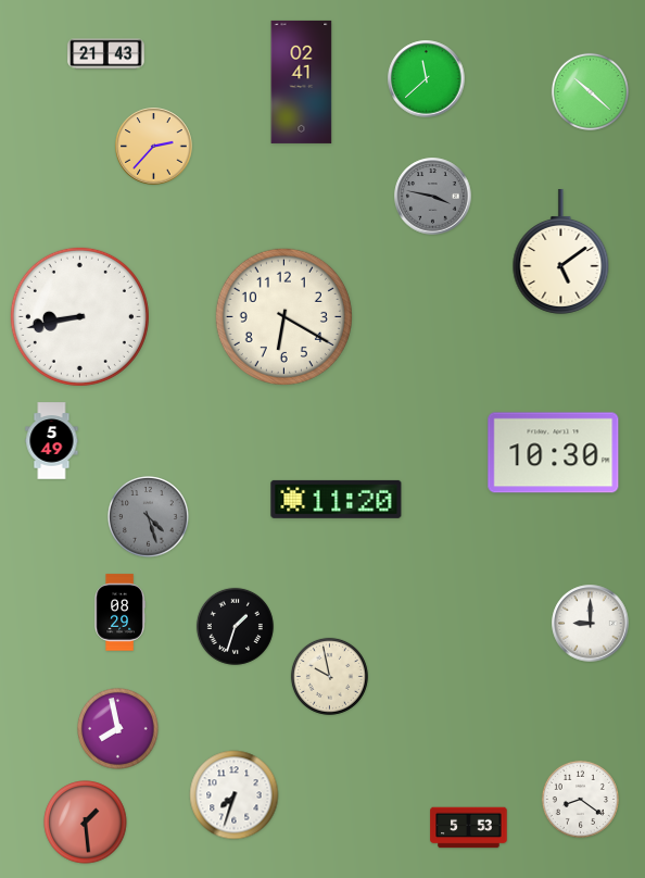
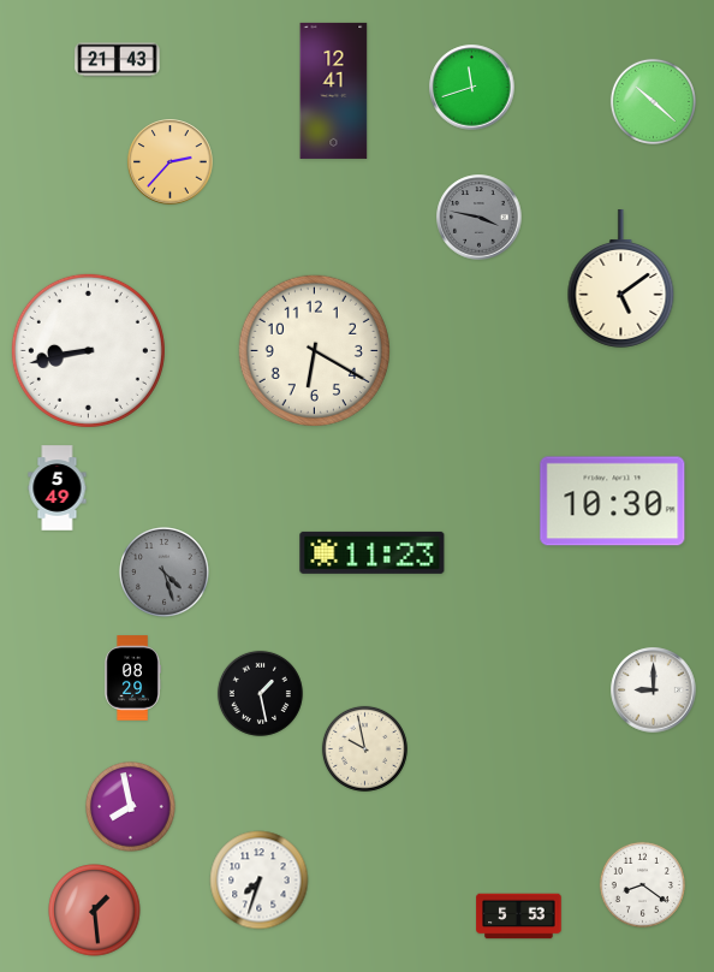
clock at (427, 79): 11:38 -> 11:42
clock at (302, 81): 02:41 -> 12:41
clock at (337, 499): 11:20 -> 11:23
clock at (235, 626): 1:33 -> 1:28
